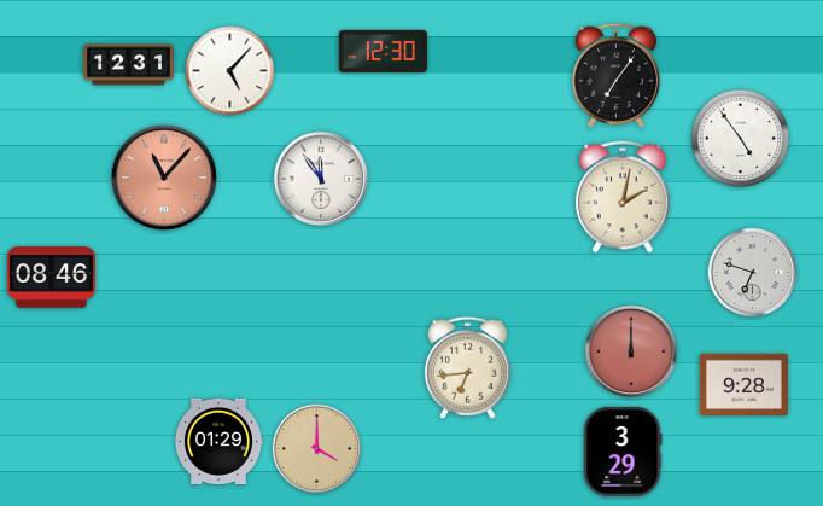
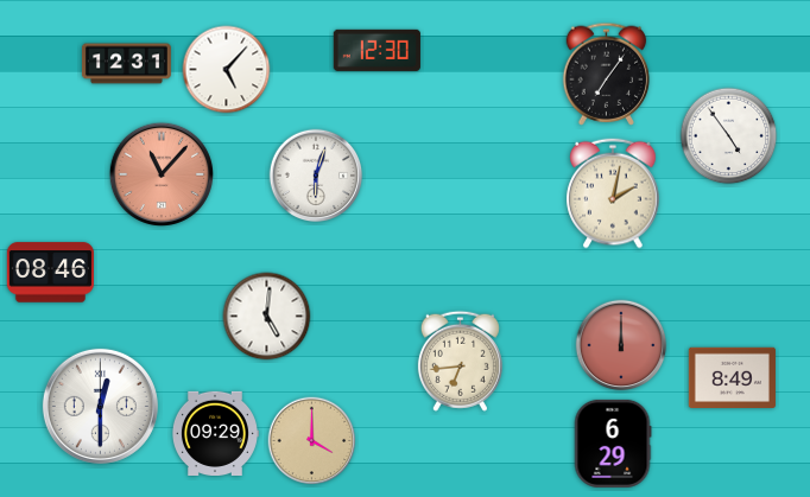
clock at (321, 179): 11:54 -> 6:03
clock at (753, 273): 6:48 -> none
clock at (267, 317): none -> 5:01
clock at (743, 384): 9:28 -> 8:49
clock at (100, 406): none -> 12:30
clock at (218, 441): 01:29 -> 09:29
clock at (623, 452): 3:29 -> 6:29
